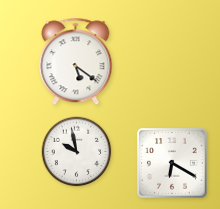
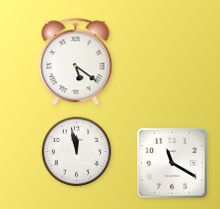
clock at (77, 152): 9:58 -> 11:58
clock at (172, 163): 6:20 -> 11:20
